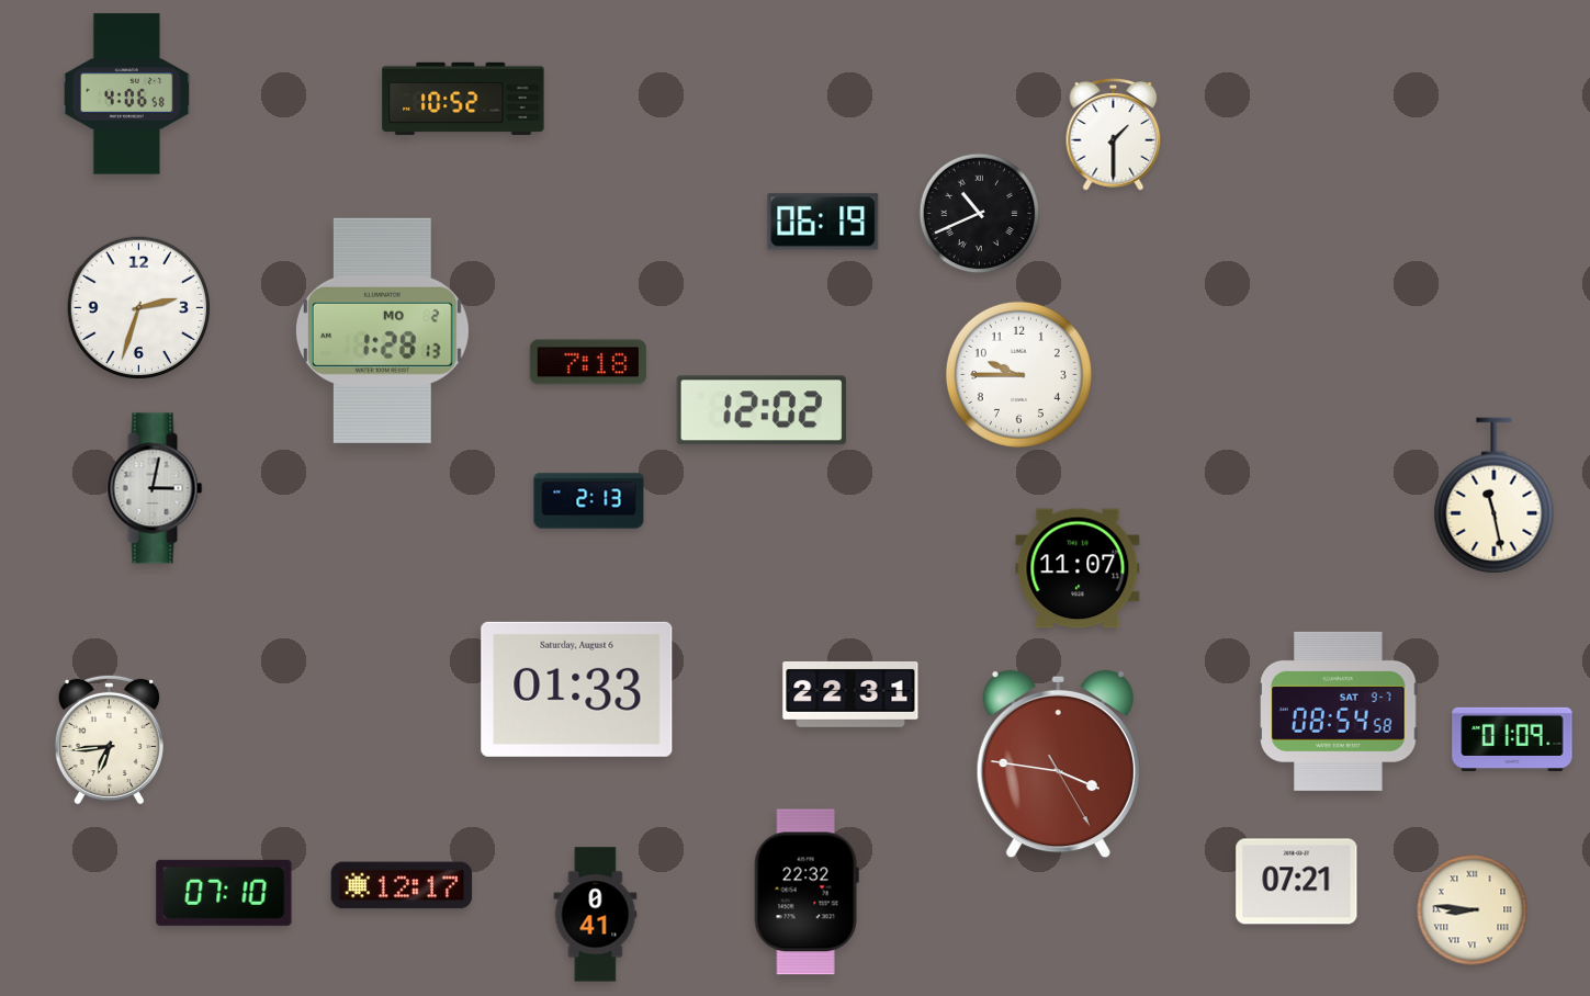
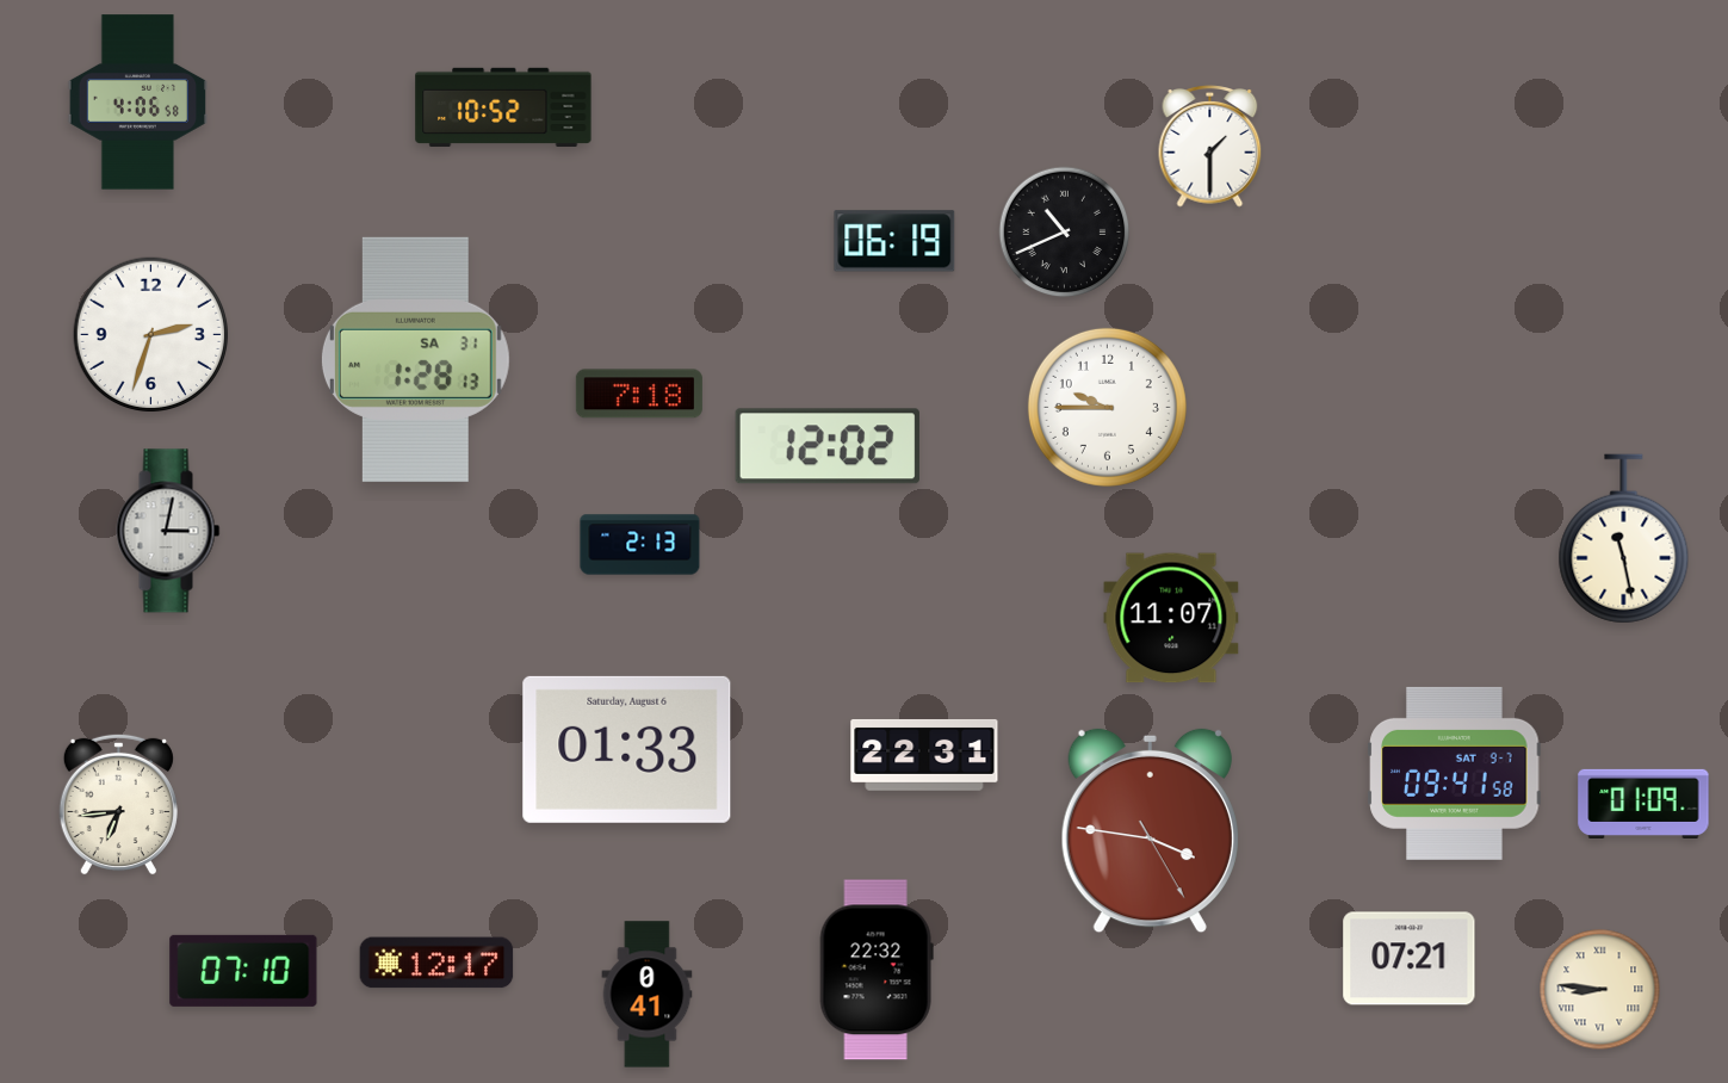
clock at (382, 330) date: MO 2 -> SA 31
clock at (1339, 711): 08:54 -> 09:41
